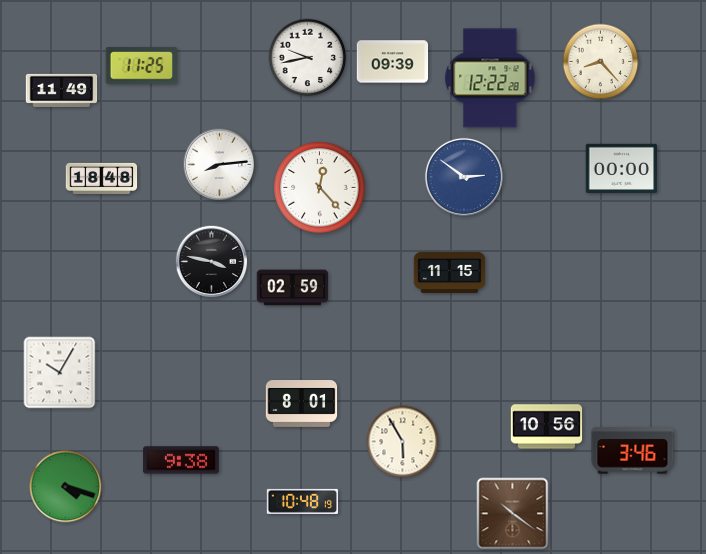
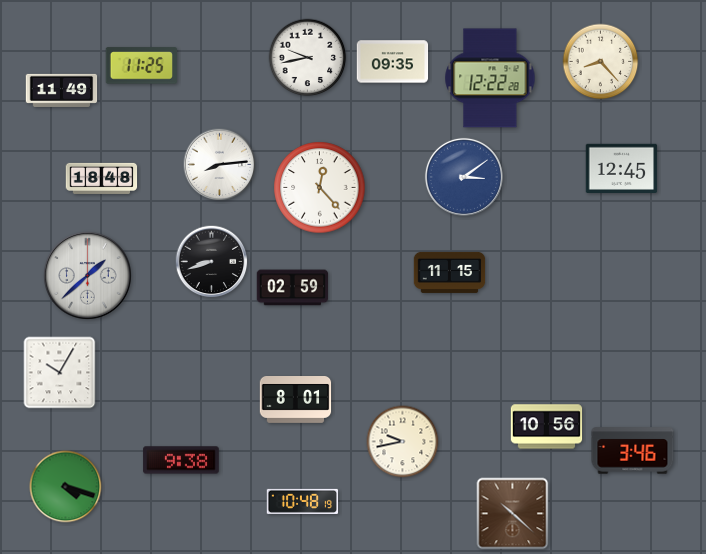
clock at (393, 62): 09:39 -> 09:35
clock at (622, 168): 00:00 -> 12:45
clock at (464, 177): 2:51 -> 3:09
clock at (212, 262): 3:47 -> 8:42
clock at (88, 276): none -> 1:38
clock at (302, 404) position: (302, 404) -> (296, 400)
clock at (403, 442): 5:55 -> 9:43
clock at (513, 514): 10:21 -> 10:22
